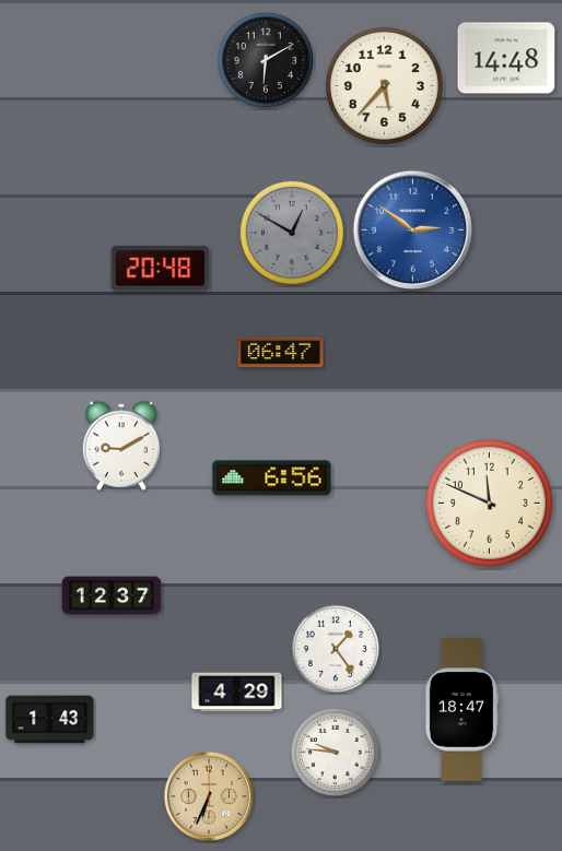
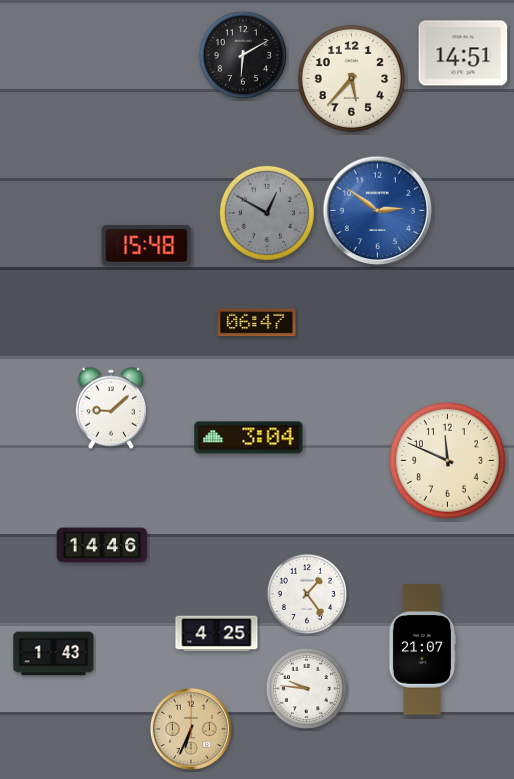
clock at (506, 58): 14:48 -> 14:51
clock at (161, 268): 20:48 -> 15:48
clock at (120, 446): 9:10 -> 9:08
clock at (272, 478): 6:56 -> 3:04
clock at (112, 595): 12:37 -> 14:46
clock at (237, 693): 4:29 -> 4:25
clock at (461, 710): 18:47 -> 21:07
clock at (50, 720) position: (50, 720) -> (54, 654)
